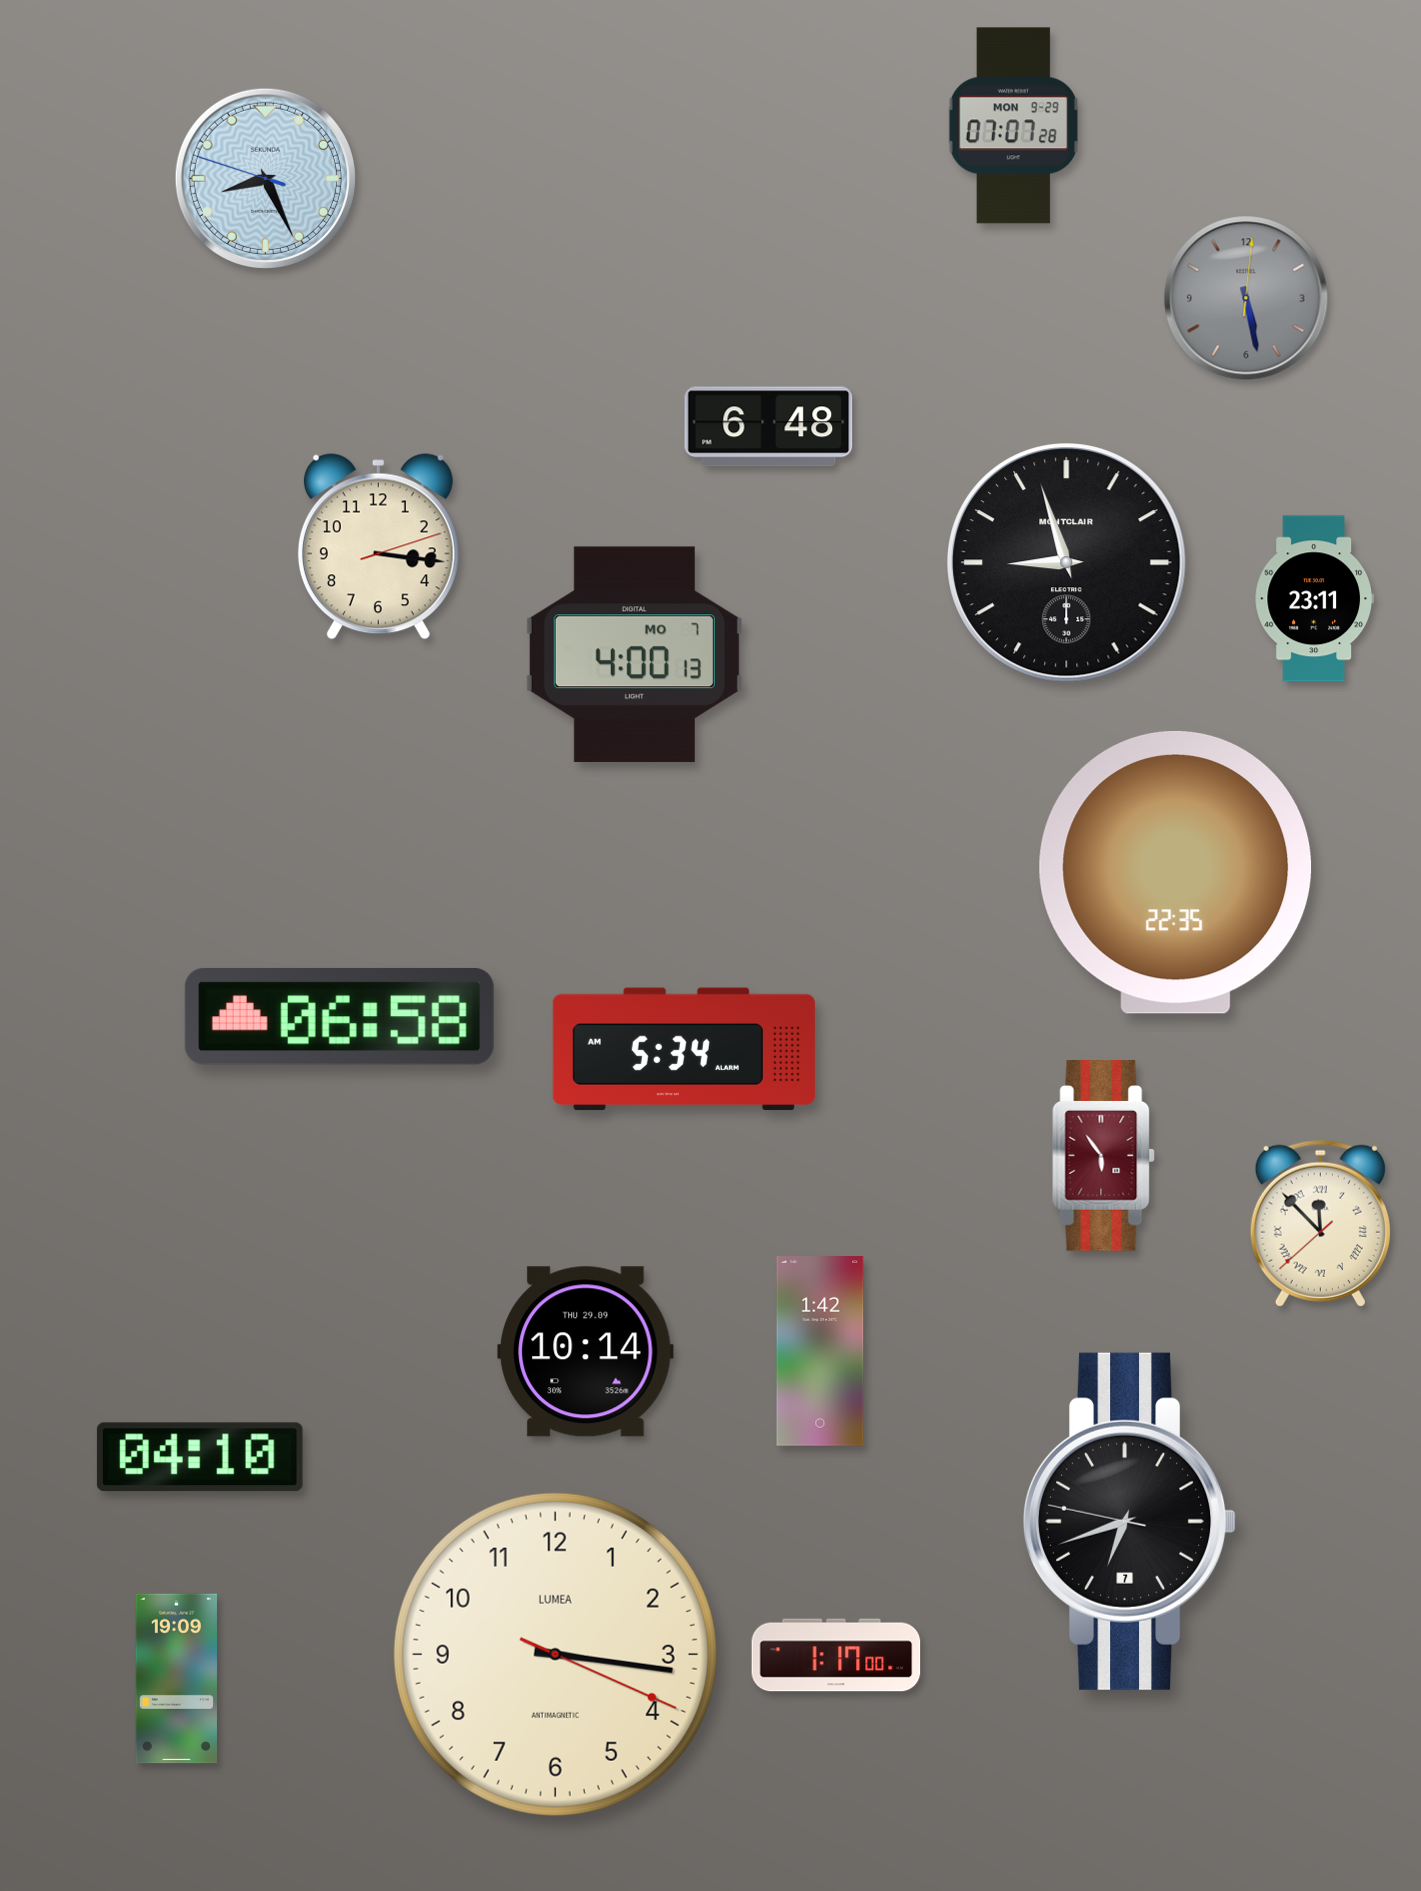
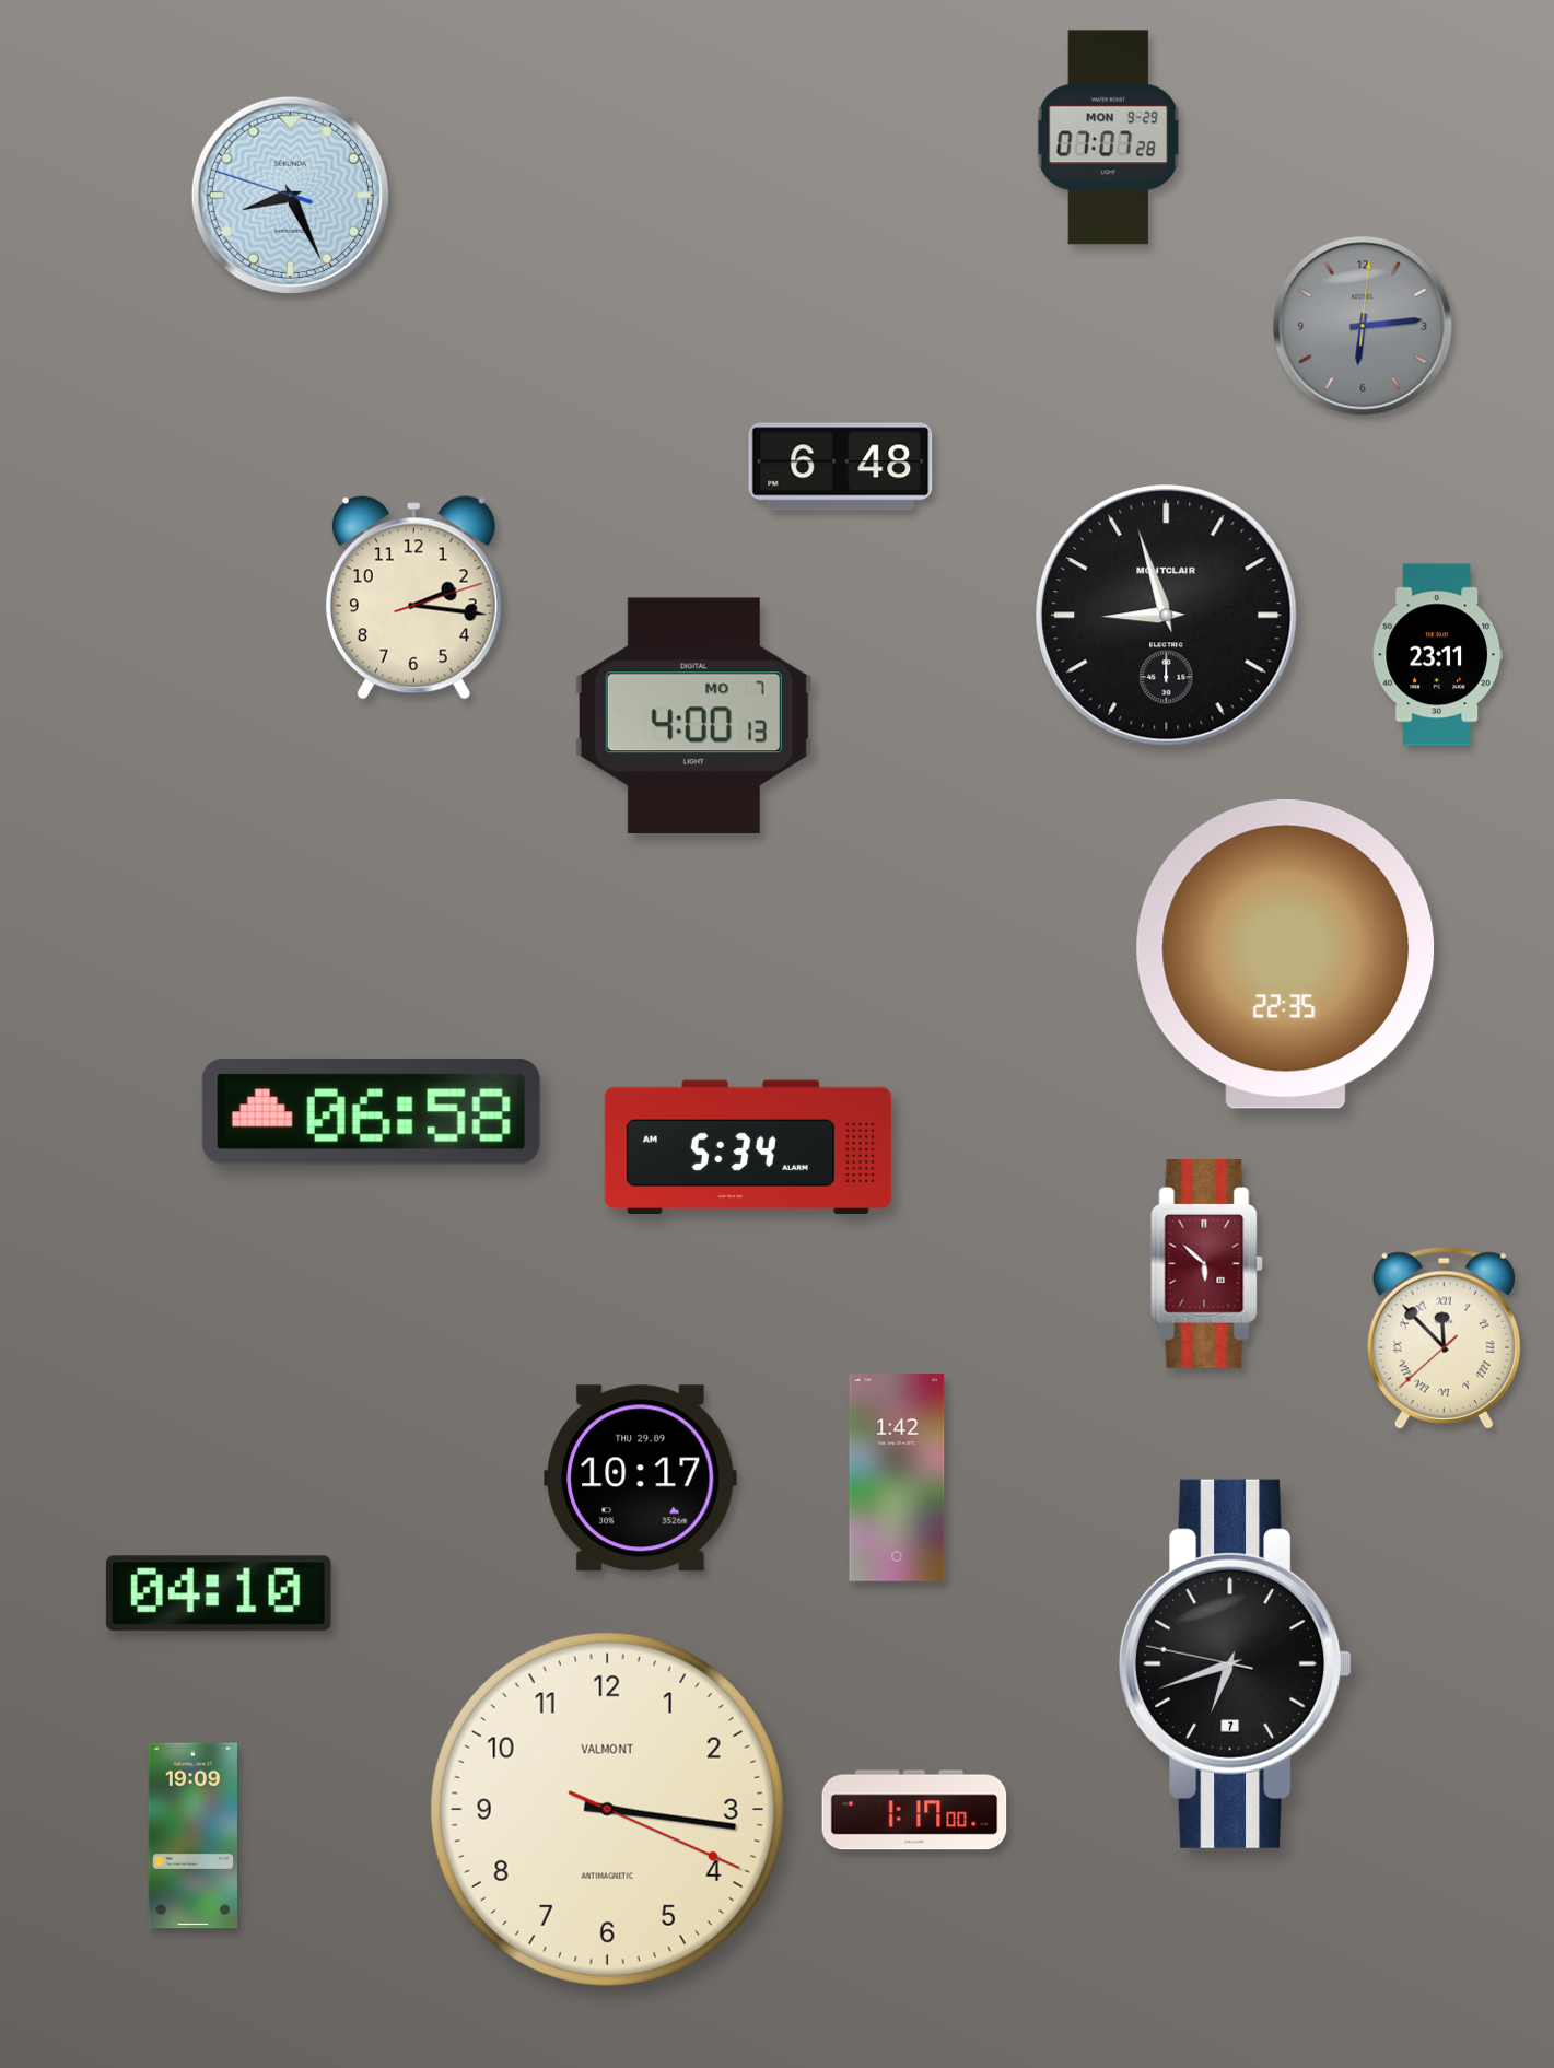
clock at (1246, 298): 5:28 -> 6:14
clock at (378, 547): 3:16 -> 2:16
clock at (1104, 1156): 5:54 -> 5:52
clock at (586, 1352): 10:14 -> 10:17
clock at (555, 1654) brand: LUMEA -> VALMONT
